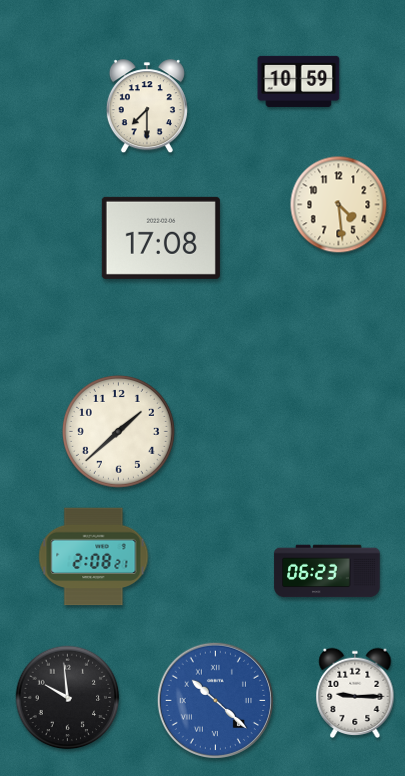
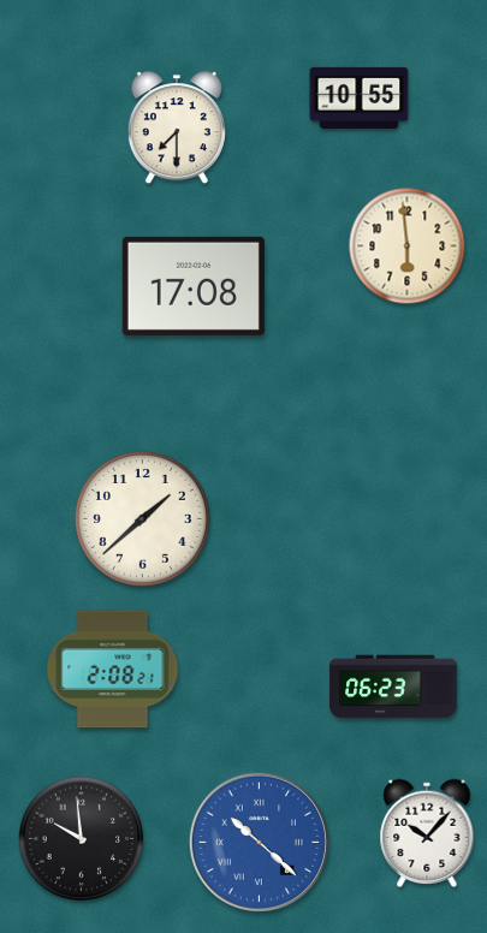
clock at (299, 81): 10:59 -> 10:55
clock at (339, 205): 4:29 -> 5:59
clock at (355, 693): 9:15 -> 10:07
